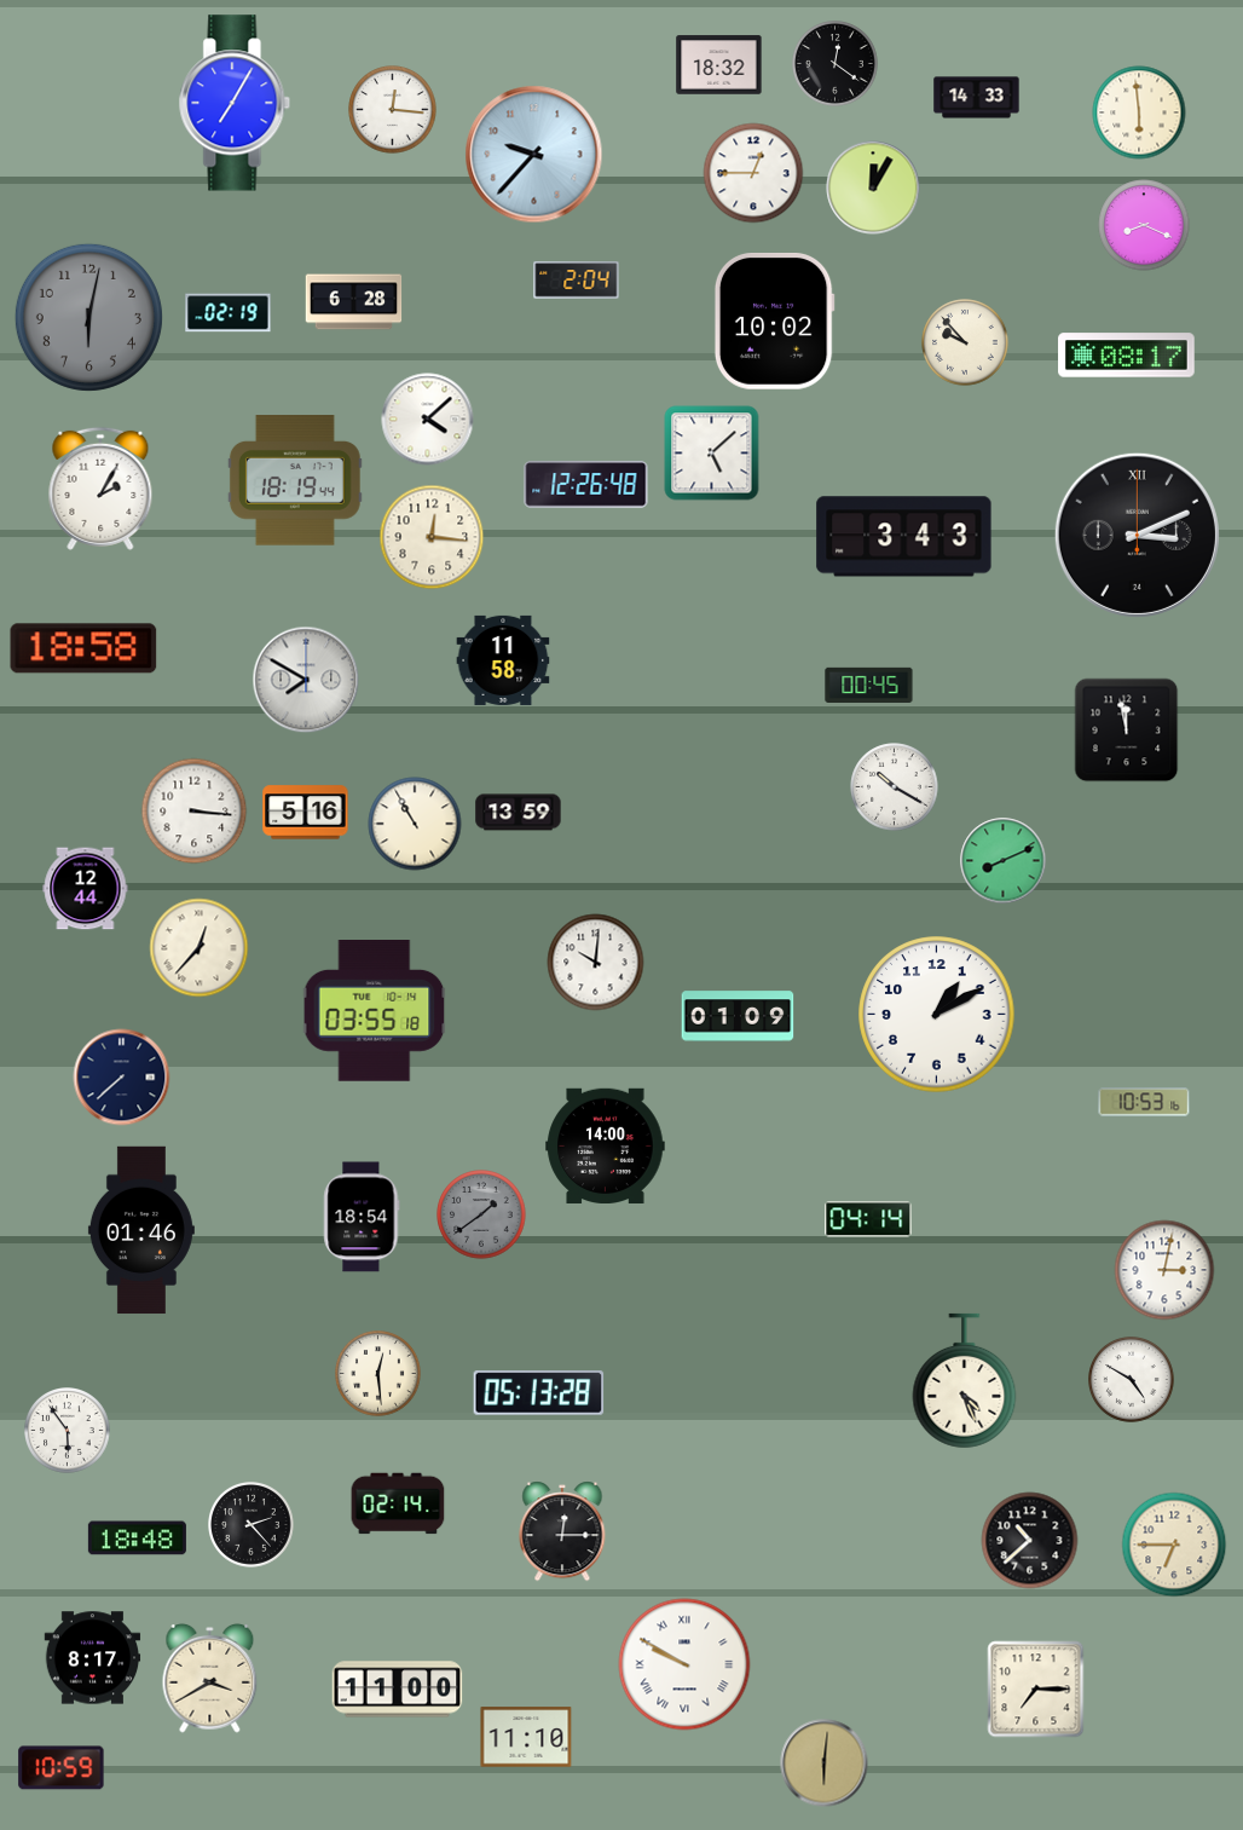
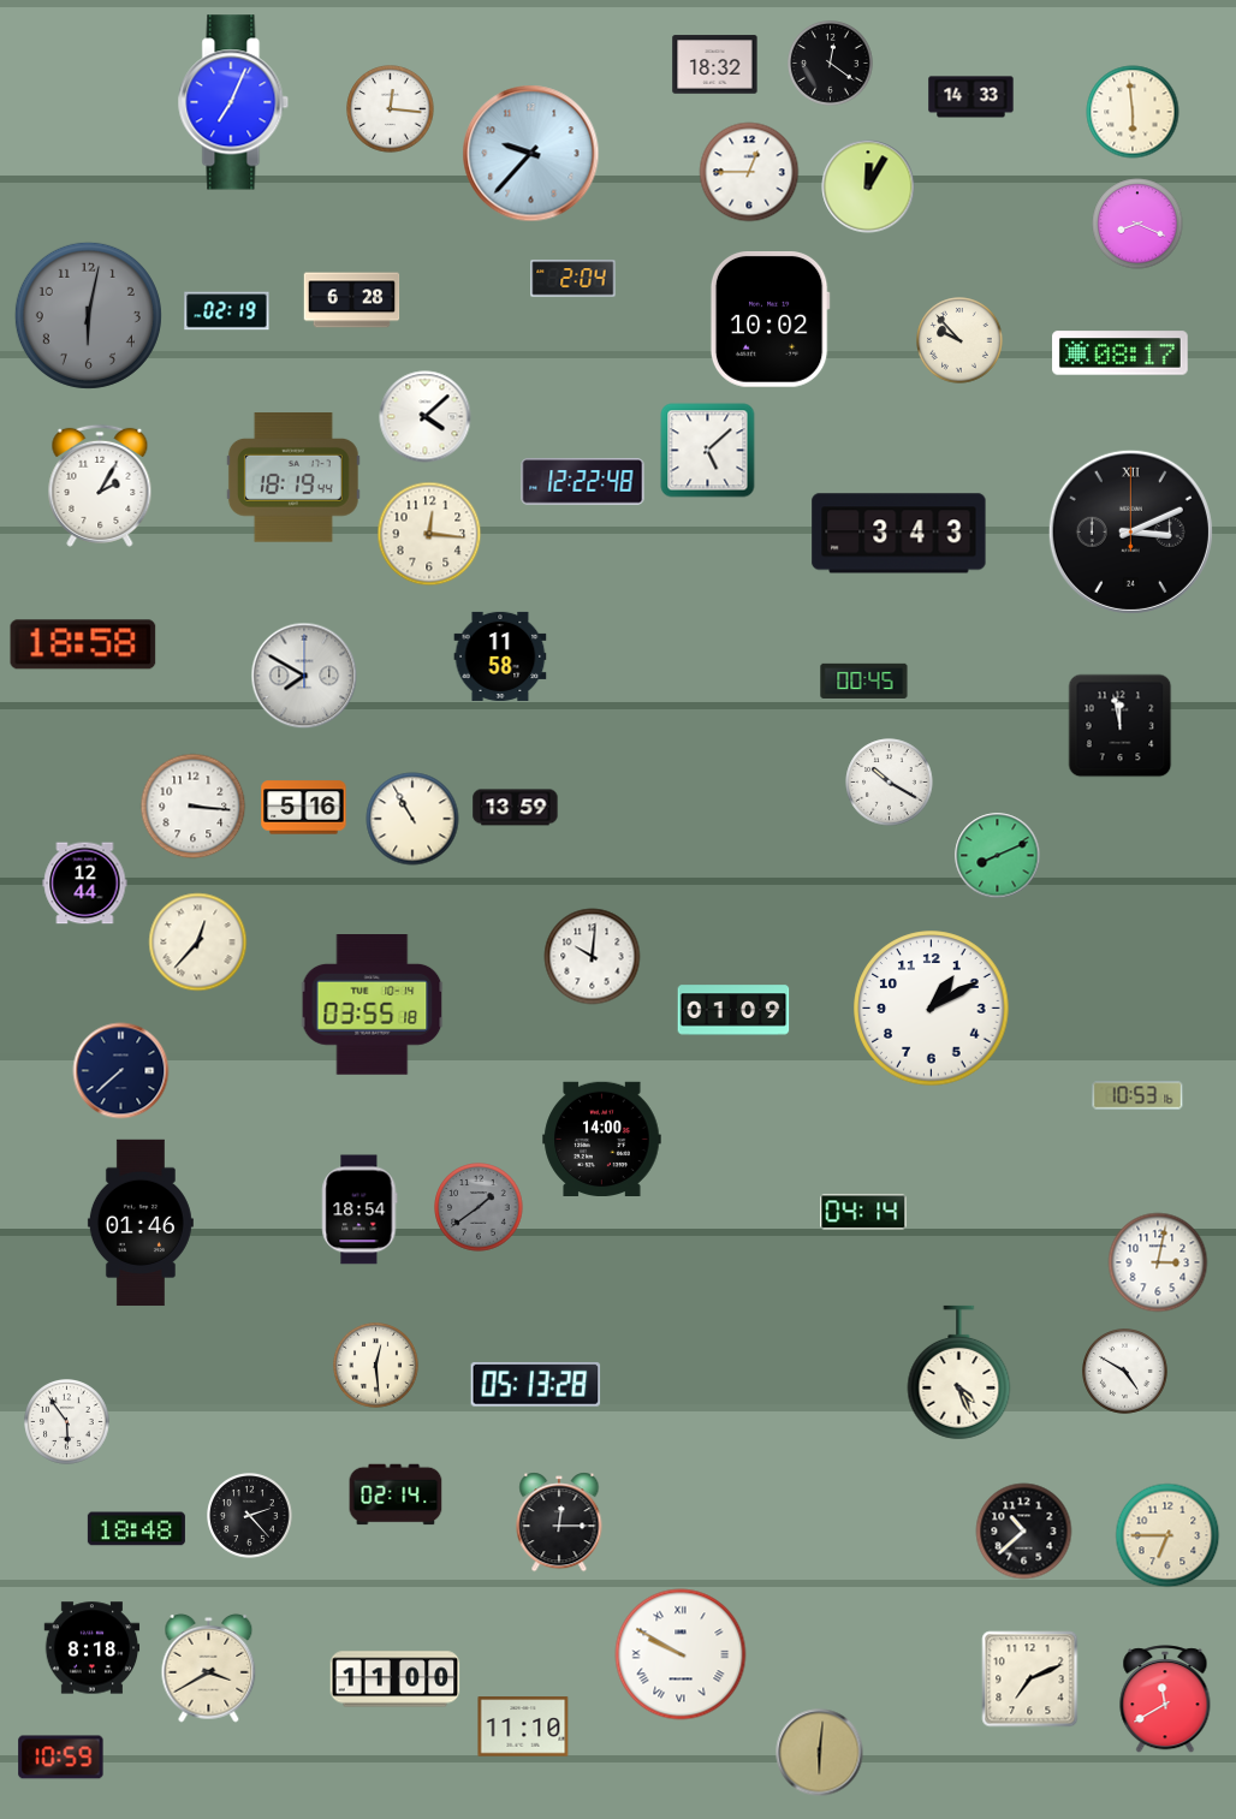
clock at (235, 103): 7:05 -> 7:04
clock at (586, 485): 12:26 -> 12:22
clock at (93, 1658): 8:17 -> 8:18
clock at (1036, 1690): 7:15 -> 7:11
clock at (1165, 1700): none -> 11:40
